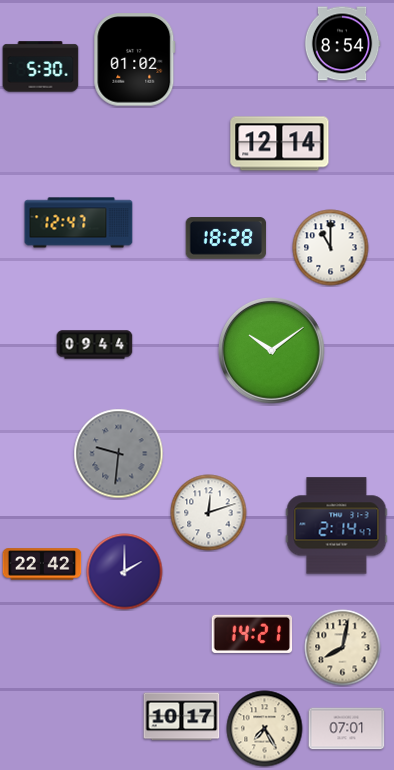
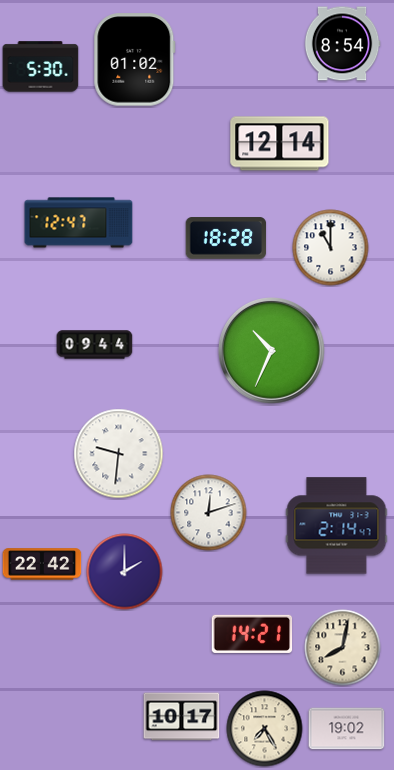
clock at (272, 351): 10:09 -> 10:34
clock at (119, 454) dial: grey -> white
clock at (347, 729): 07:01 -> 19:02
